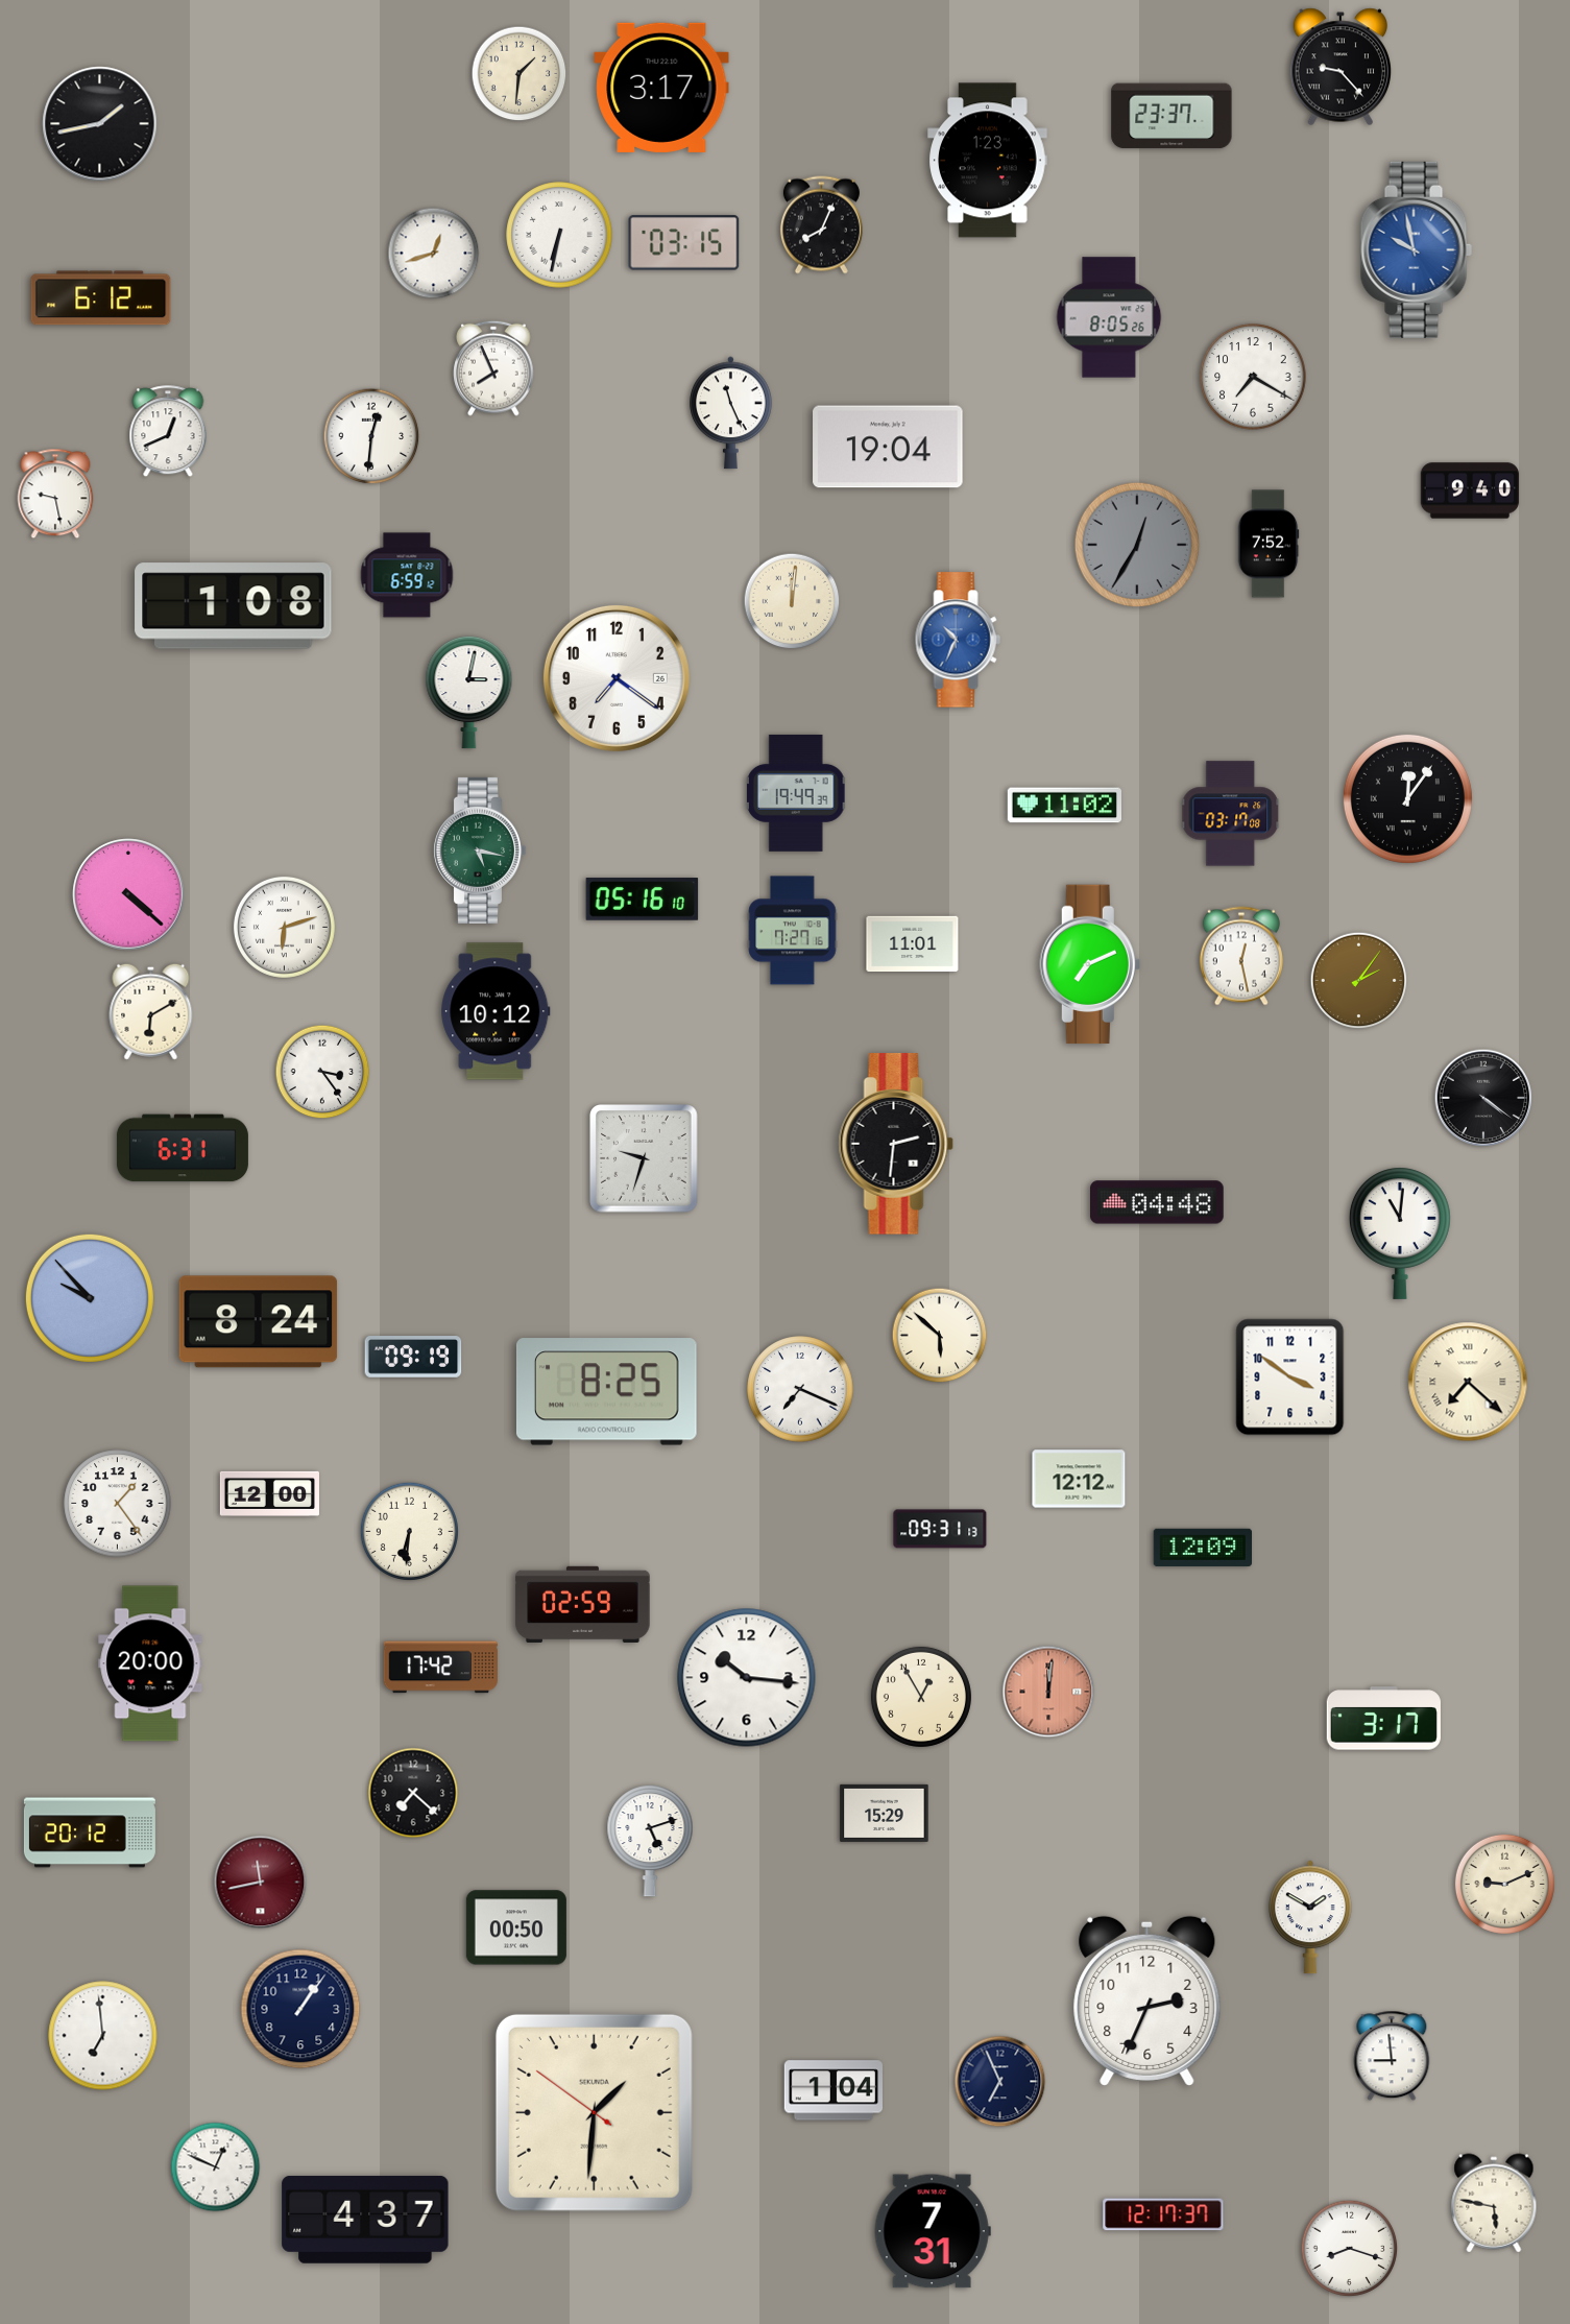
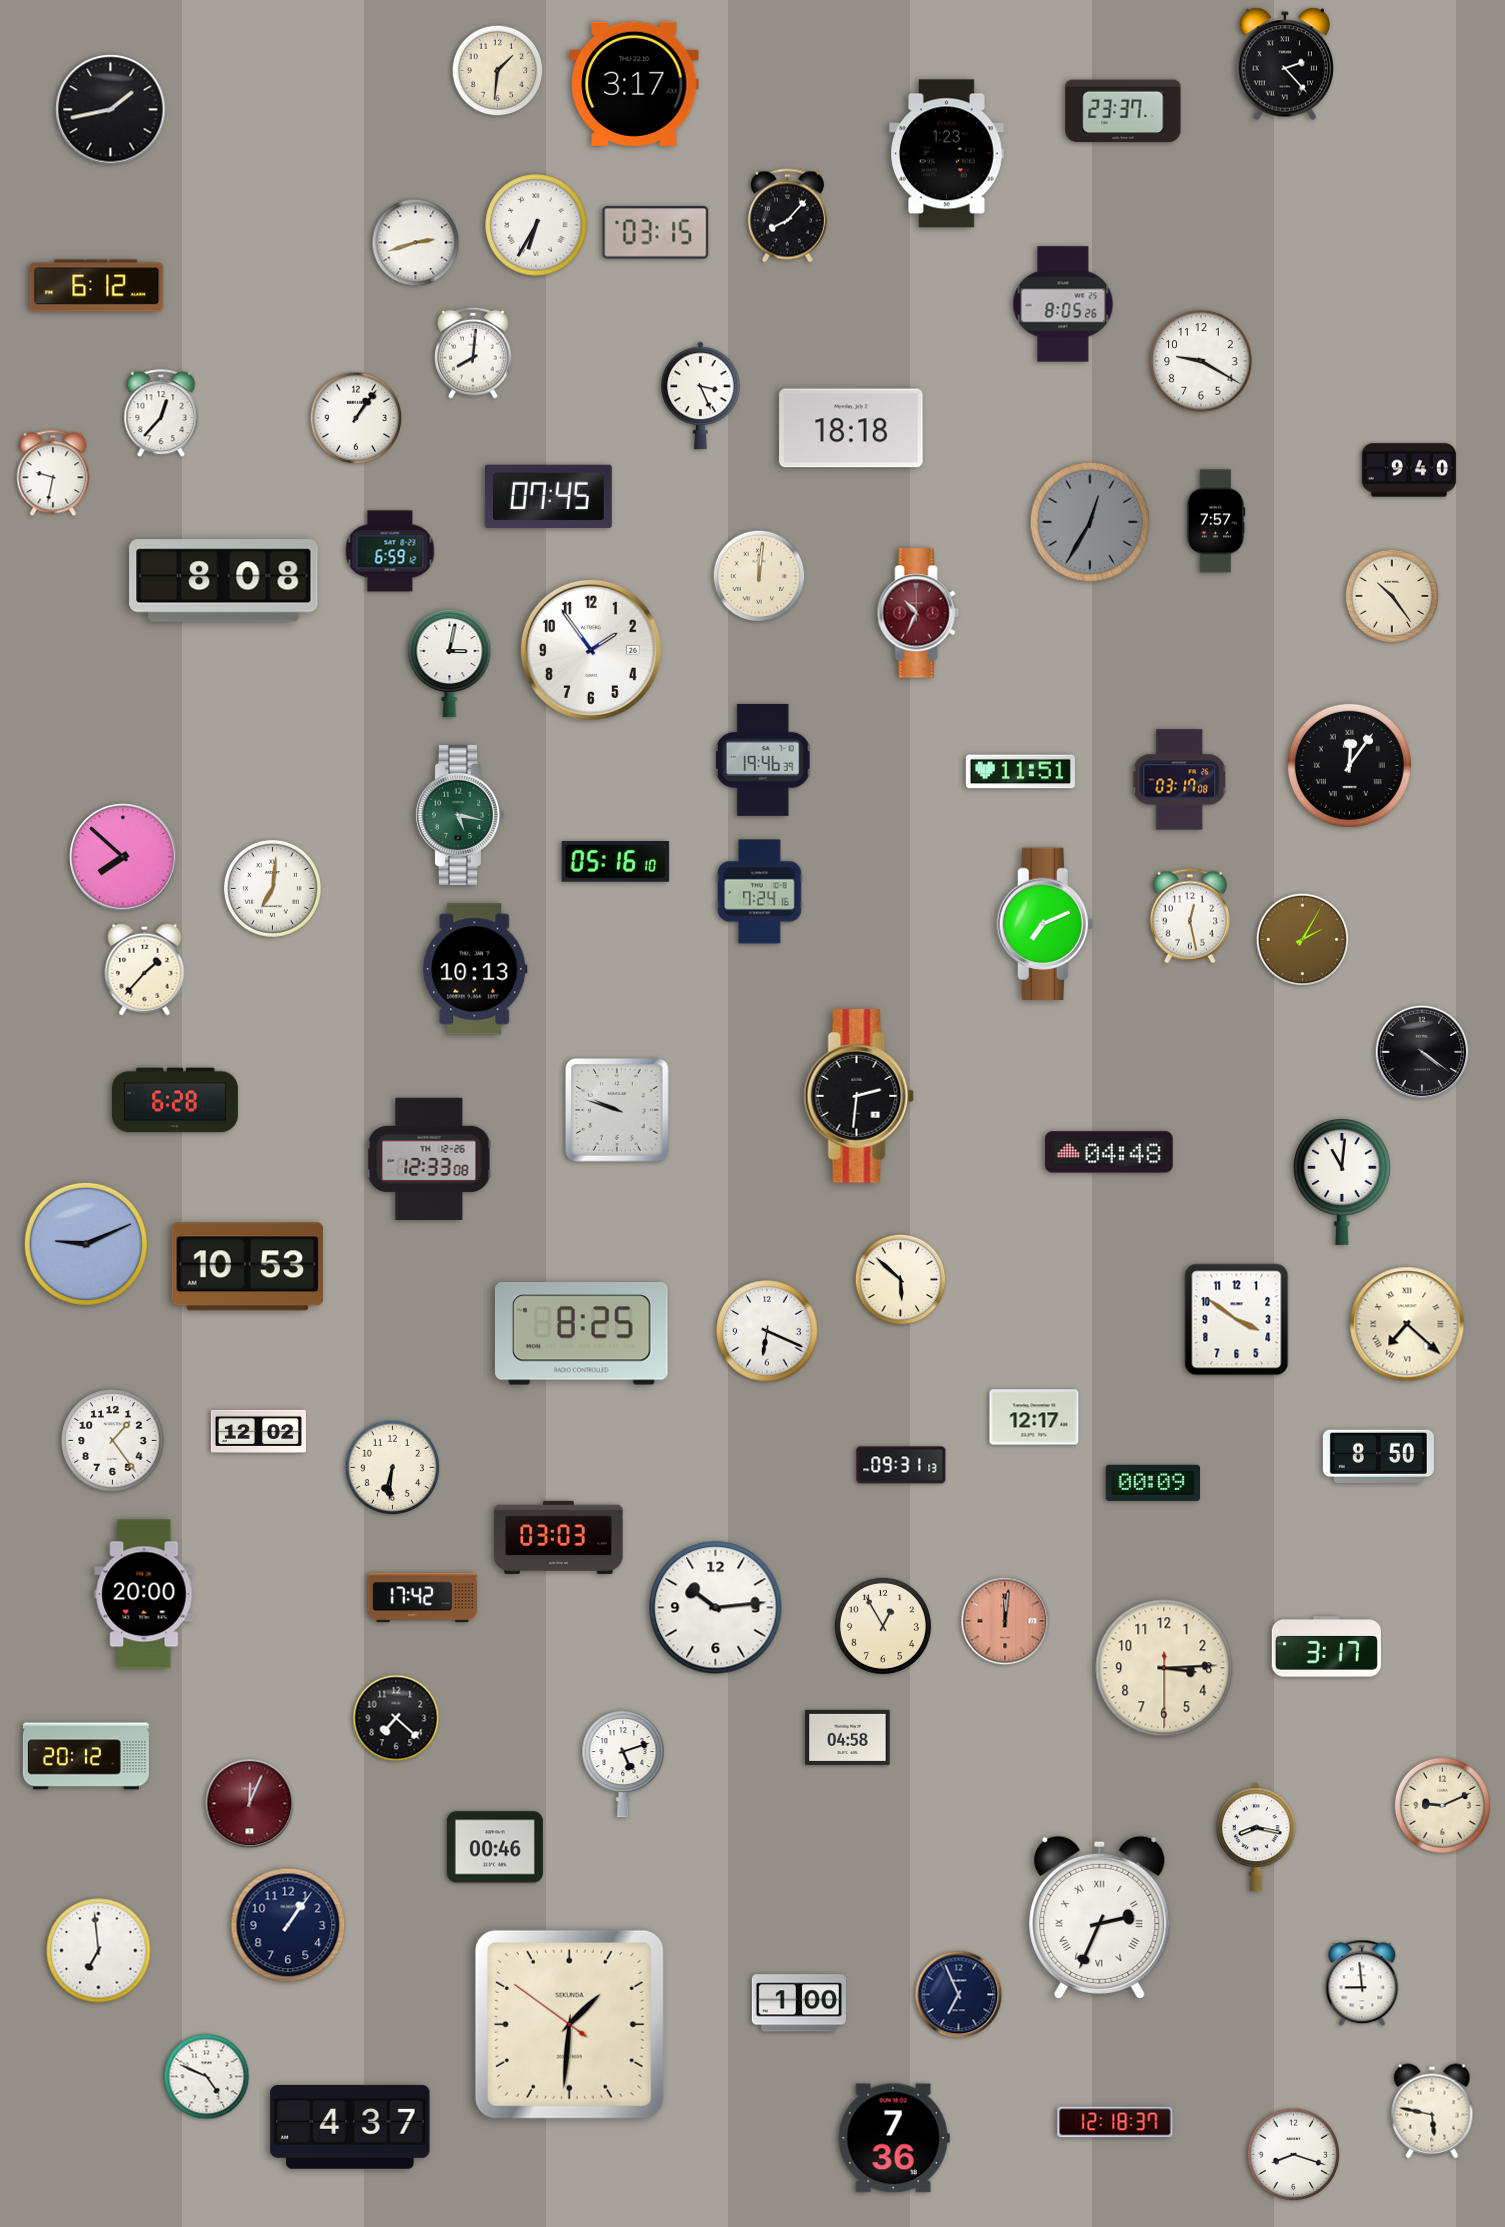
clock at (1340, 67): 9:23 -> 2:23
clock at (100, 124) position: (100, 124) -> (111, 110)
clock at (821, 225): 8:04 -> 8:07
clock at (559, 235): 6:32 -> 6:35
clock at (1416, 249): 9:58 -> none
clock at (434, 254): 12:42 -> 2:42
clock at (493, 368): 7:56 -> 8:01
clock at (1253, 377): 7:20 -> 9:20
clock at (731, 413): 11:26 -> 3:26
clock at (168, 432): 12:41 -> 12:37
clock at (371, 436): 12:31 -> 1:06
clock at (888, 447): 19:04 -> 18:18
clock at (55, 494): 9:28 -> 9:32
clock at (548, 496): none -> 07:45
clock at (1269, 544): 7:52 -> 7:57
clock at (234, 606): 1:08 -> 8:08
clock at (1392, 596): none -> 10:24
clock at (958, 640) dial: blue -> burgundy
clock at (617, 678): 7:21 -> 1:54
clock at (796, 793): 19:49 -> 19:46
clock at (1064, 806): 11:02 -> 11:51
clock at (128, 894): 4:22 -> 7:52
clock at (284, 927): 6:12 -> 7:01
clock at (793, 931): 7:27 -> 7:24
clock at (913, 944): 11:01 -> none
clock at (1359, 981): 2:06 -> 2:05
clock at (151, 1011): 6:10 -> 1:37
clock at (496, 1011): 10:12 -> 10:13
clock at (322, 1072): 3:24 -> none
clock at (183, 1148): 6:31 -> 6:28
clock at (644, 1158): 9:33 -> 9:48
clock at (429, 1158): none -> 12:33
clock at (90, 1298): 9:53 -> 9:11
clock at (259, 1322): 8:24 -> 10:53
clock at (413, 1358): 09:19 -> none
clock at (800, 1389): 7:19 -> 6:19
clock at (1079, 1479): 12:12 -> 12:17
clock at (269, 1493): 12:00 -> 12:02
clock at (1378, 1457): none -> 8:50
clock at (1202, 1548): 12:09 -> 00:09
clock at (583, 1604): 02:59 -> 03:03
clock at (747, 1678): 10:16 -> 10:14
clock at (1164, 1668): none -> 3:14
clock at (885, 1813): 15:29 -> 04:58
clock at (261, 1883): 11:43 -> 12:04
clock at (1310, 1917): 1:50 -> 8:17
clock at (516, 1927): 00:50 -> 00:46
clock at (1148, 2000) numerals: Arabic -> Roman
clock at (1392, 2056) position: (1392, 2056) -> (1362, 1983)
clock at (834, 2090): 1:04 -> 1:00
clock at (216, 2167): 12:49 -> 4:49
clock at (1163, 2214): 12:17 -> 12:18
clock at (933, 2231): 7:31 -> 7:36
